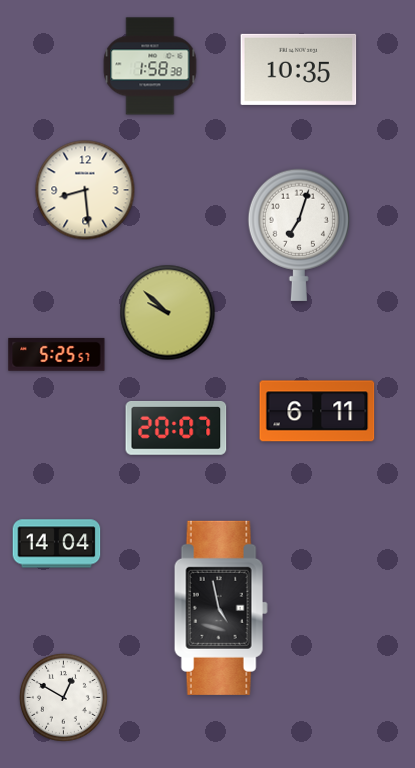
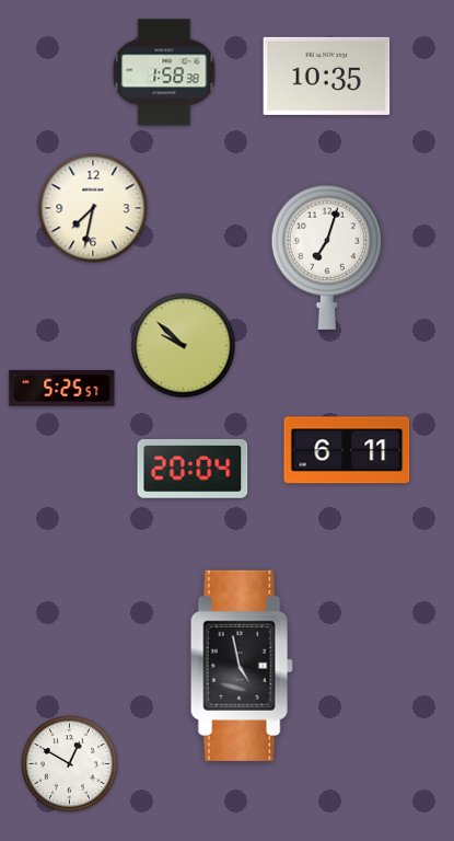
clock at (85, 190): 8:29 -> 7:32
clock at (168, 313) position: (168, 313) -> (184, 346)
clock at (176, 428): 20:07 -> 20:04
clock at (57, 544): 14:04 -> none
